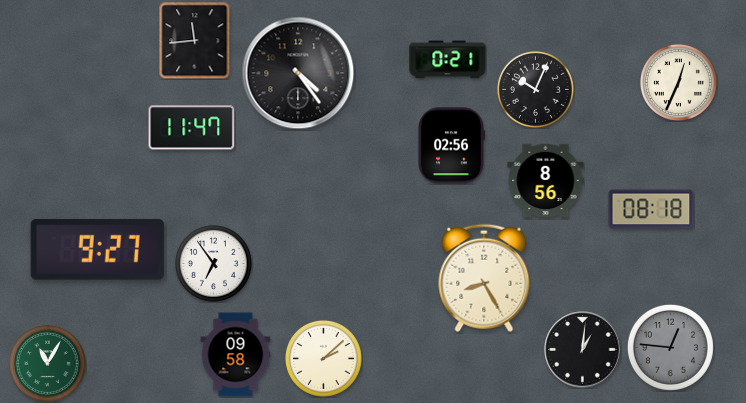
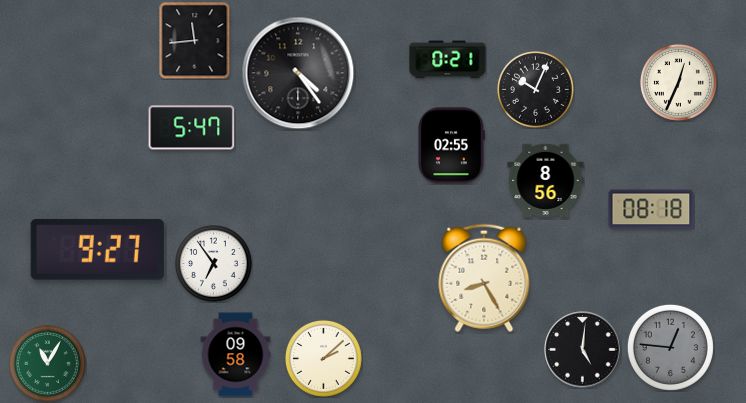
clock at (192, 128): 11:47 -> 5:47
clock at (451, 146): 02:56 -> 02:55
clock at (583, 350): 1:01 -> 5:01
